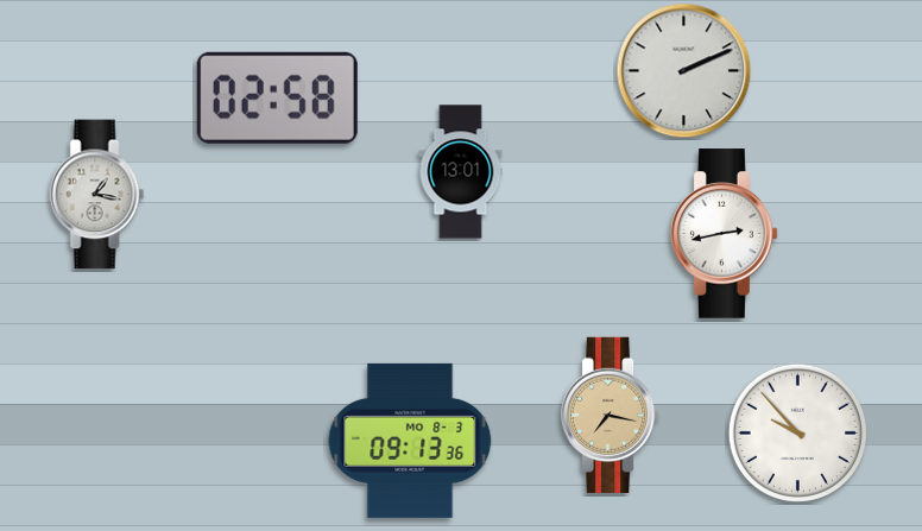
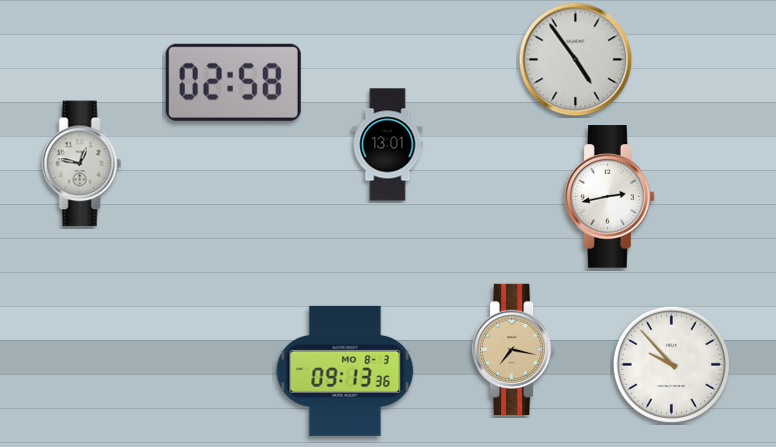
clock at (684, 71): 2:11 -> 4:54
clock at (97, 195): 1:17 -> 12:47
